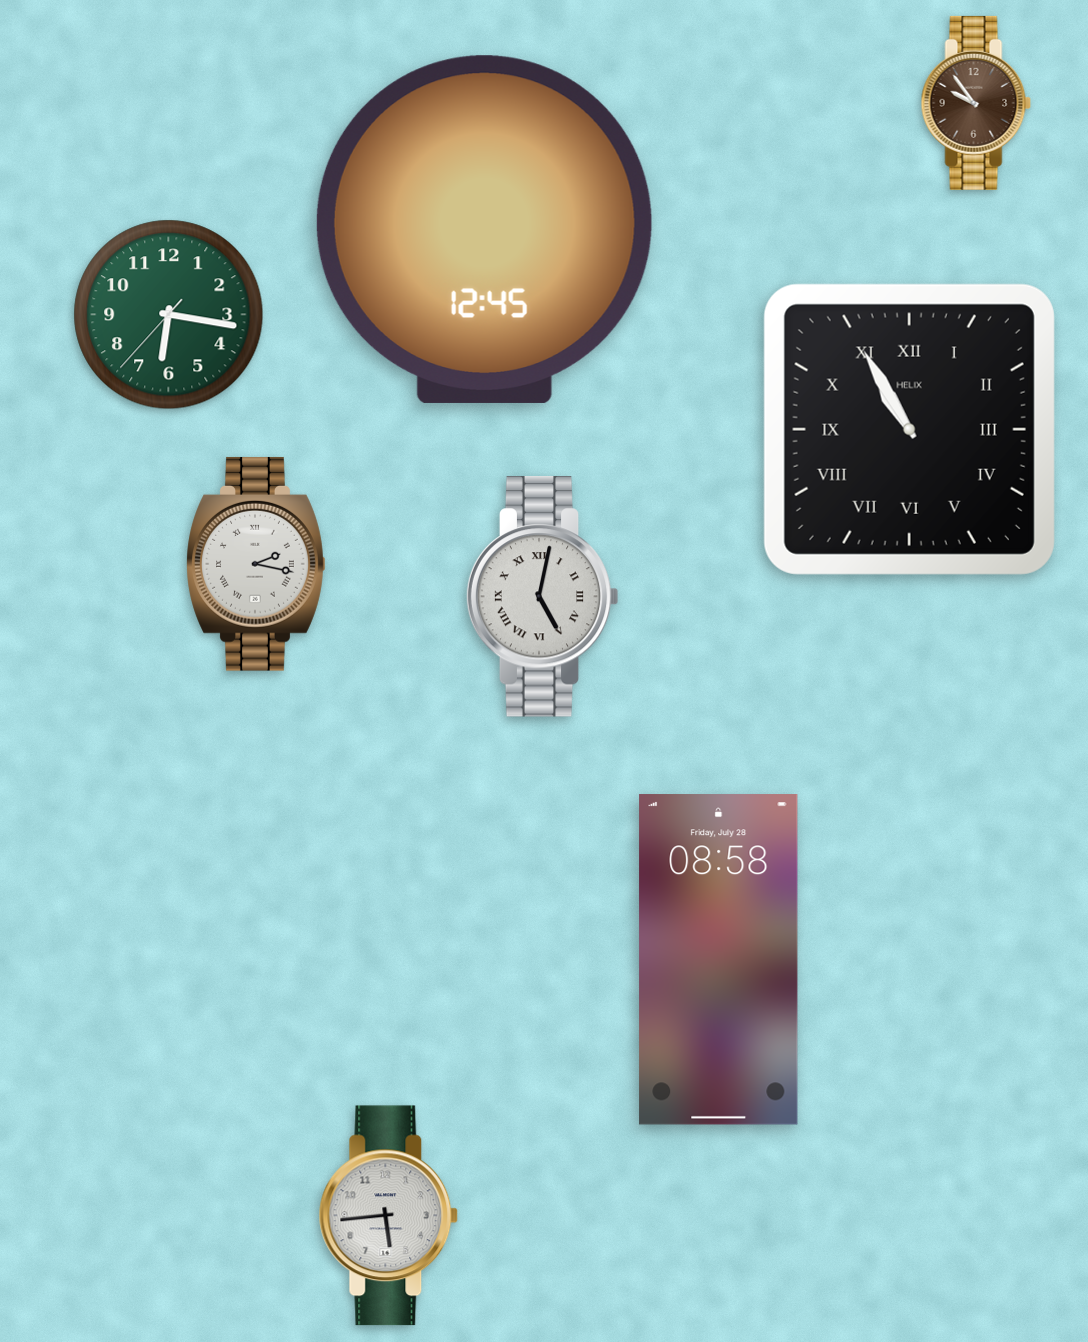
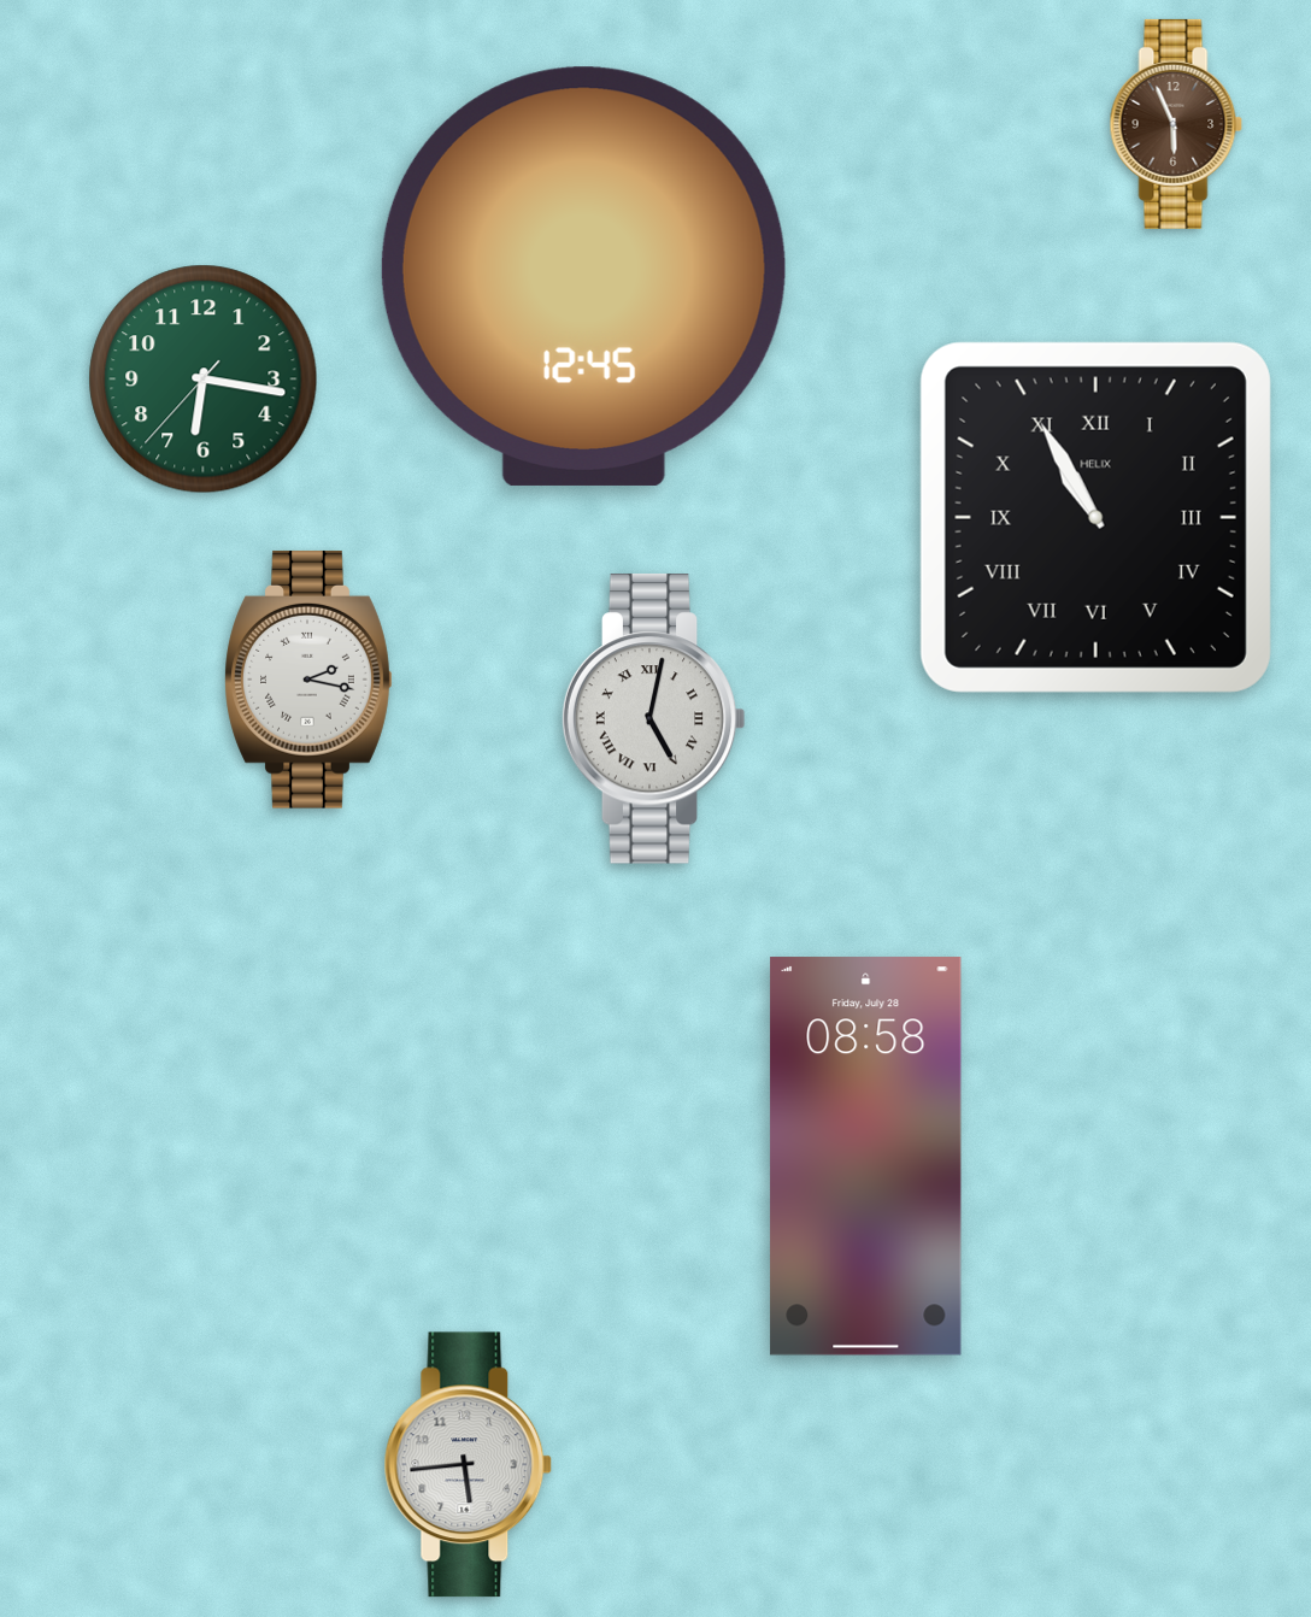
clock at (976, 103): 9:54 -> 5:56
